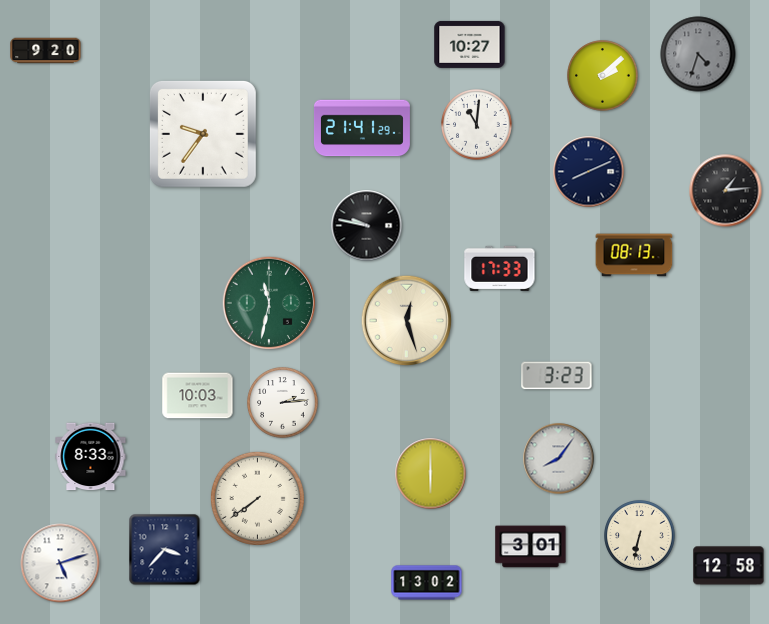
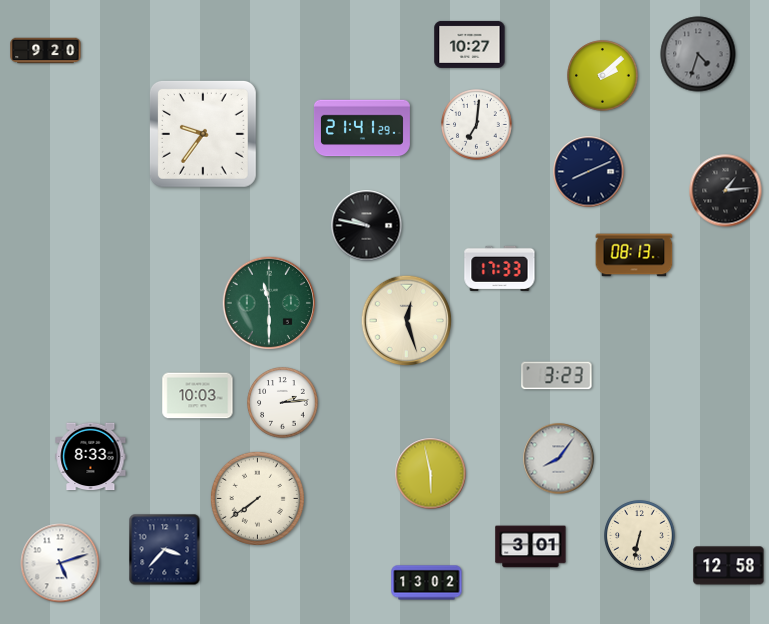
clock at (477, 125): 11:01 -> 7:01
clock at (268, 302): 11:32 -> 11:30
clock at (431, 474): 6:00 -> 5:58
